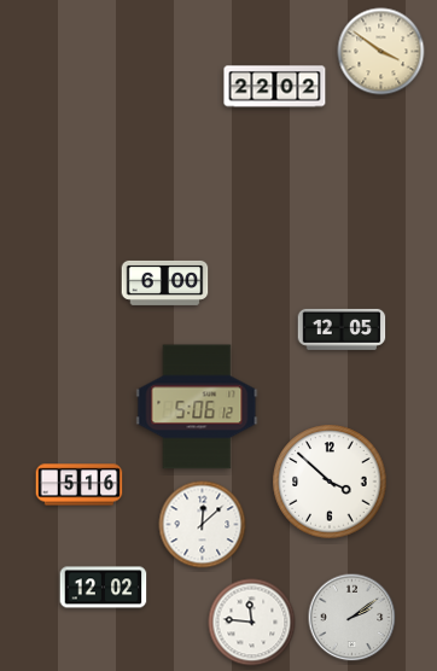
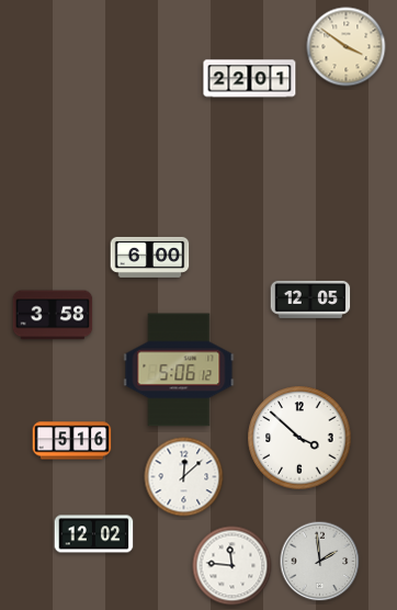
clock at (275, 87): 22:02 -> 22:01
clock at (53, 315): none -> 3:58
clock at (352, 618): 2:09 -> 1:59
clock at (252, 623) position: (252, 623) -> (232, 566)
